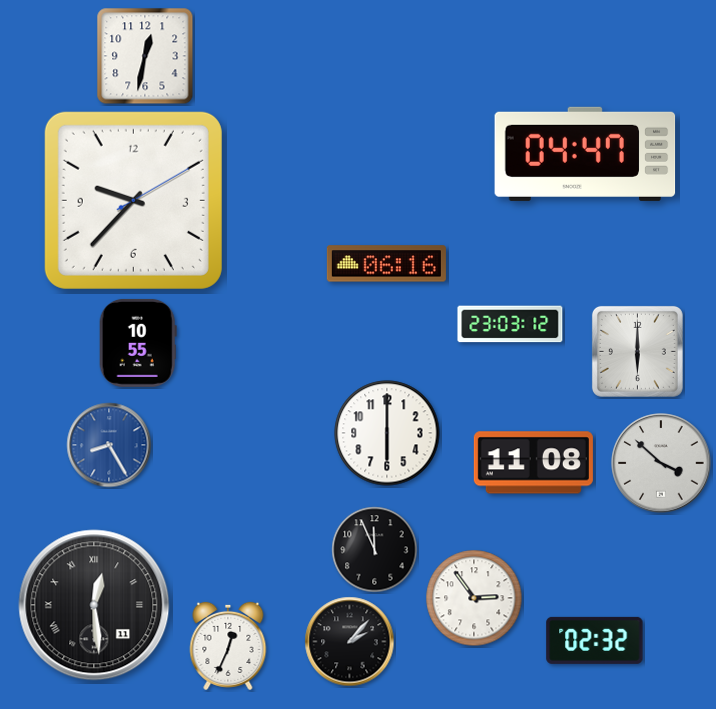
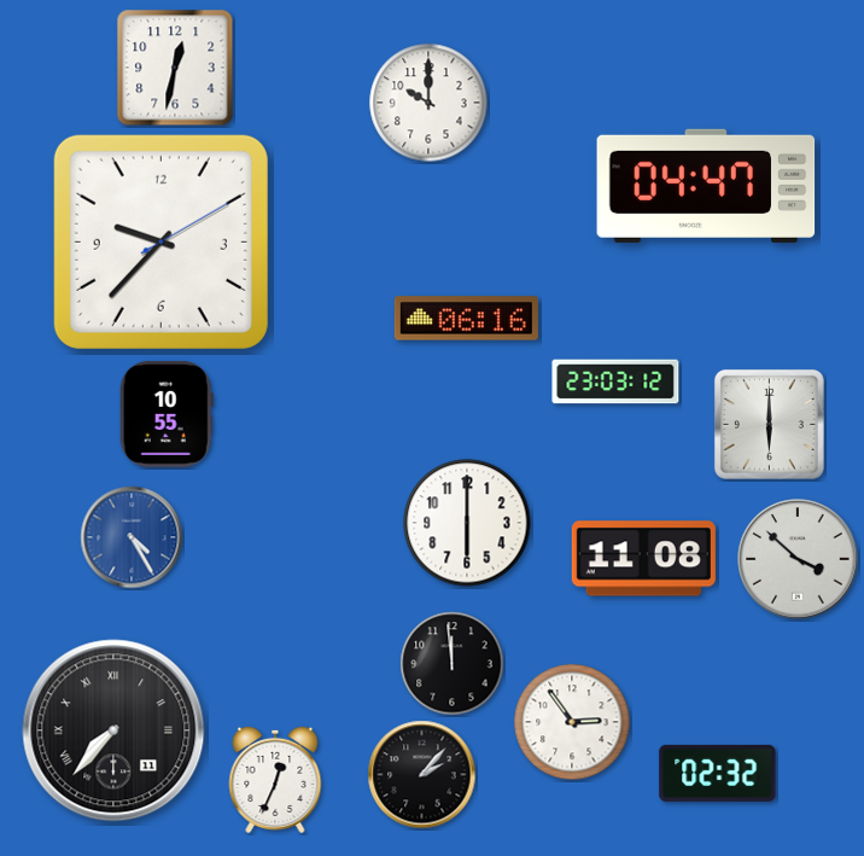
clock at (428, 103): none -> 10:00
clock at (510, 324) position: (510, 324) -> (615, 382)
clock at (109, 445): 8:25 -> 4:25
clock at (375, 550): 11:56 -> 11:59
clock at (94, 605): 12:29 -> 7:37
